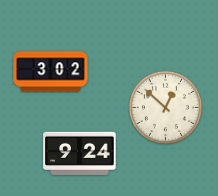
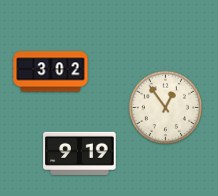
clock at (165, 107): 12:52 -> 12:54
clock at (80, 153): 9:24 -> 9:19
